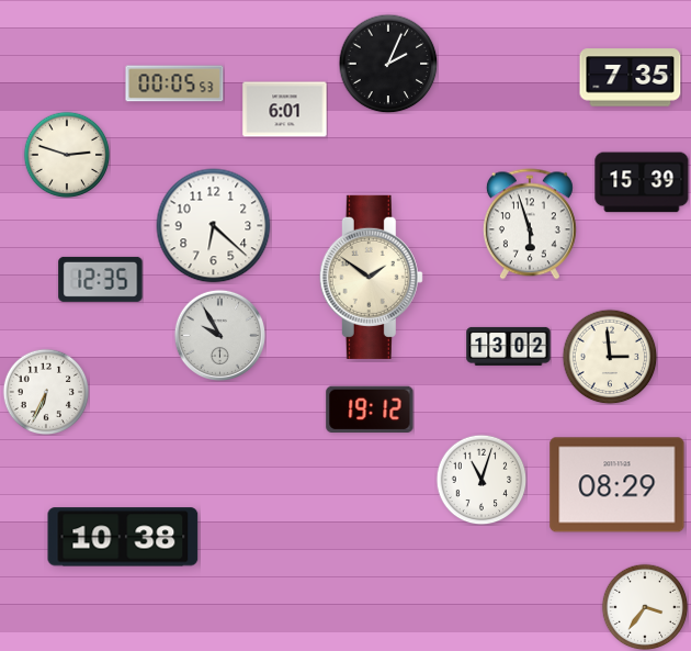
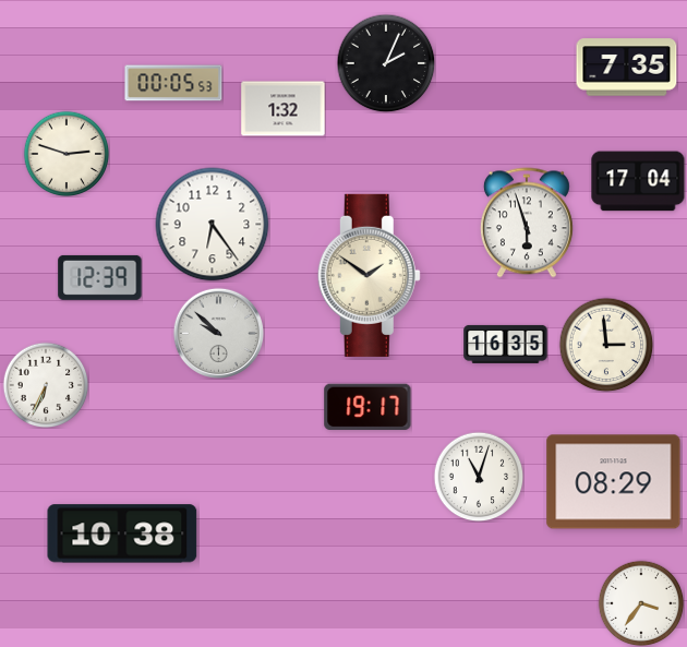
clock at (631, 78) position: (631, 78) -> (627, 68)
clock at (285, 110): 6:01 -> 1:32
clock at (642, 182): 15:39 -> 17:04
clock at (214, 226): 6:22 -> 6:24
clock at (101, 279): 12:35 -> 12:39
clock at (219, 335): 9:55 -> 9:52
clock at (509, 346): 13:02 -> 16:35
clock at (610, 357) position: (610, 357) -> (606, 345)
clock at (46, 392) position: (46, 392) -> (46, 385)
clock at (370, 408): 19:12 -> 19:17
